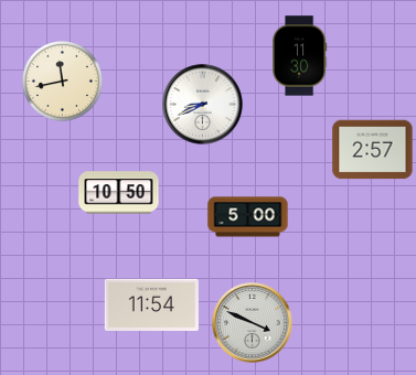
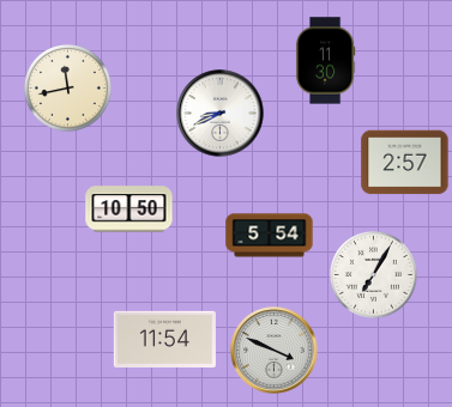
clock at (248, 217): 5:00 -> 5:54
clock at (373, 274): none -> 7:05
clock at (151, 304) position: (151, 304) -> (164, 339)
